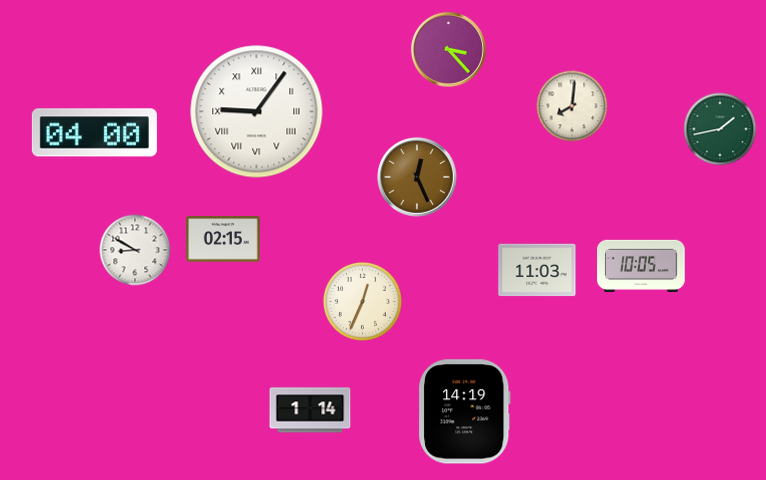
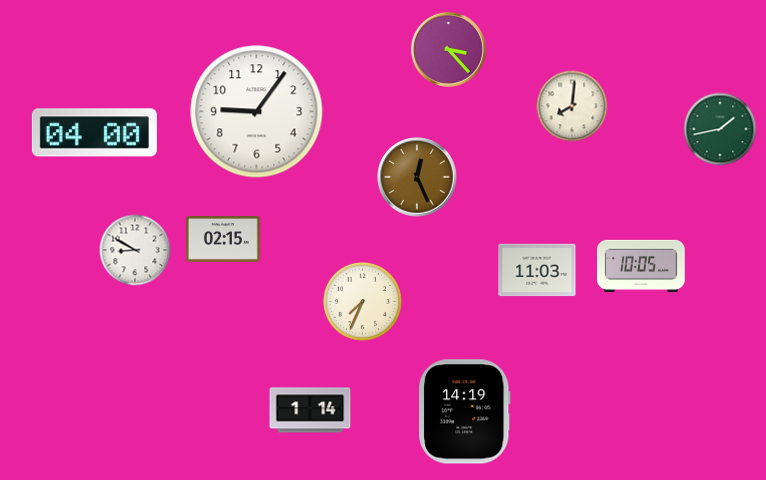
clock at (257, 112) numerals: Roman -> Arabic
clock at (362, 301): 12:34 -> 7:34
